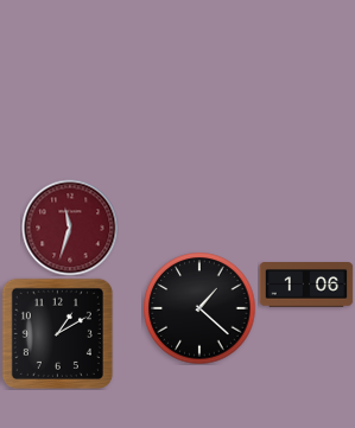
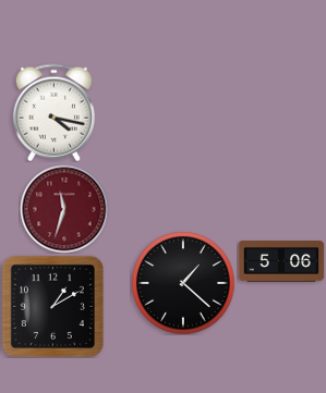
clock at (53, 112): none -> 4:17
clock at (306, 286): 1:06 -> 5:06
